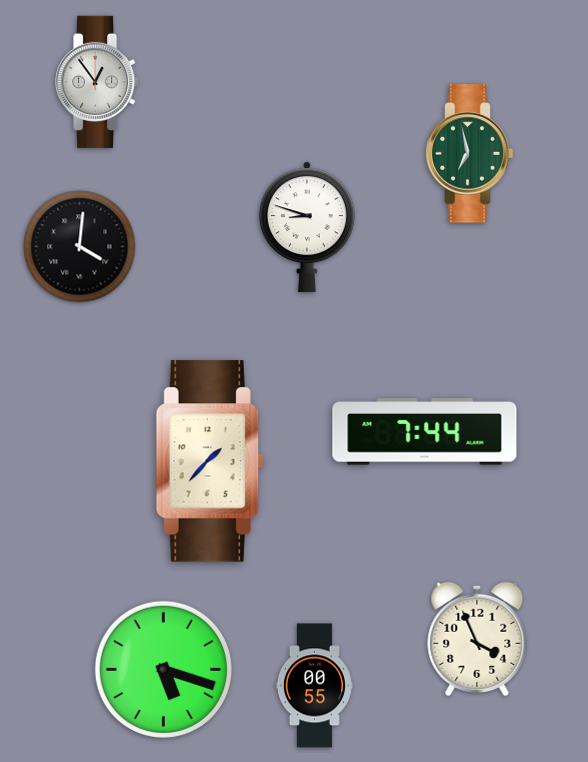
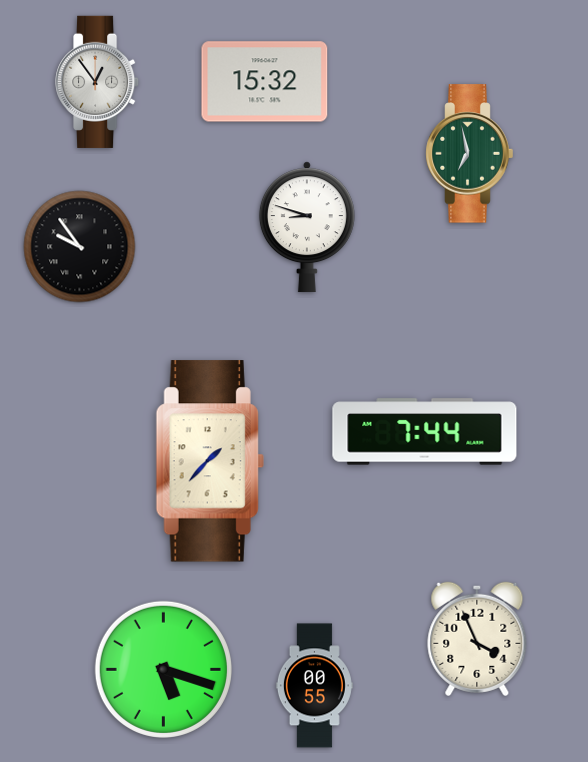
clock at (265, 82): none -> 15:32
clock at (80, 247): 4:01 -> 9:54
